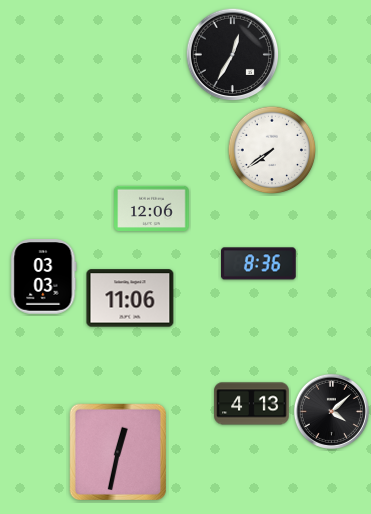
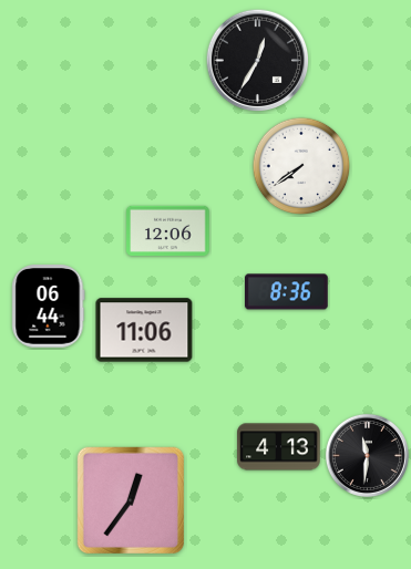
clock at (44, 277): 03:03 -> 06:44
clock at (331, 411): 4:08 -> 11:31
clock at (117, 451): 12:32 -> 12:36
